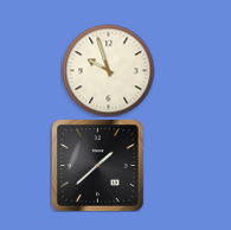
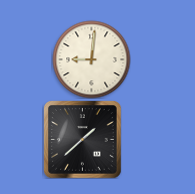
clock at (108, 70): 9:57 -> 9:01
